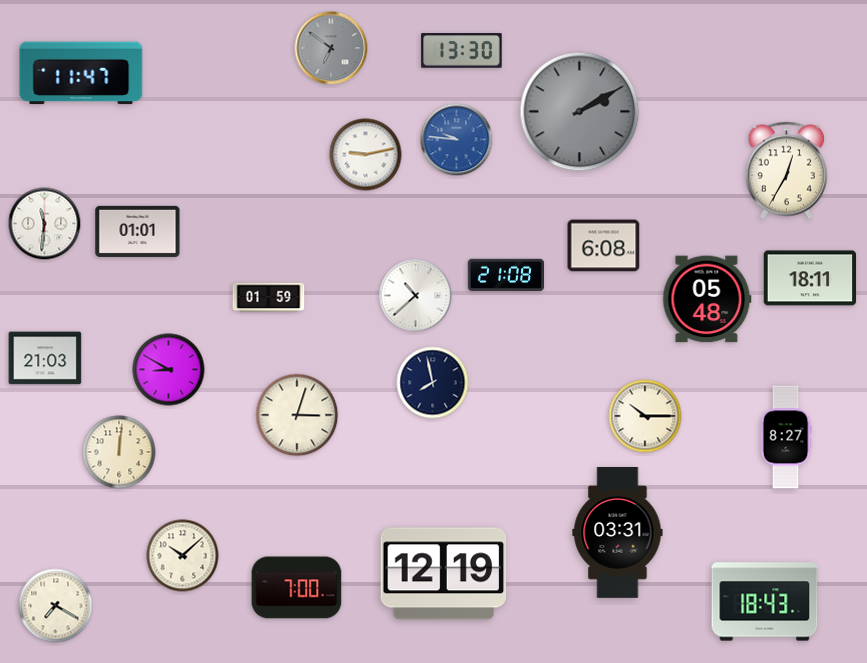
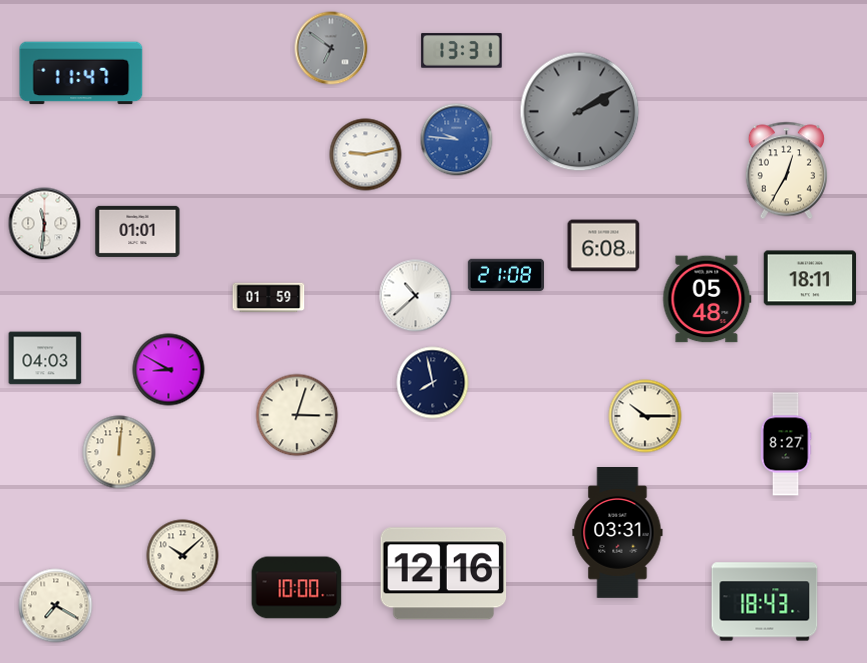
clock at (462, 51): 13:30 -> 13:31
clock at (45, 358): 21:03 -> 04:03
clock at (786, 437) position: (786, 437) -> (786, 444)
clock at (444, 574): 12:19 -> 12:16
clock at (297, 588): 7:00 -> 10:00
